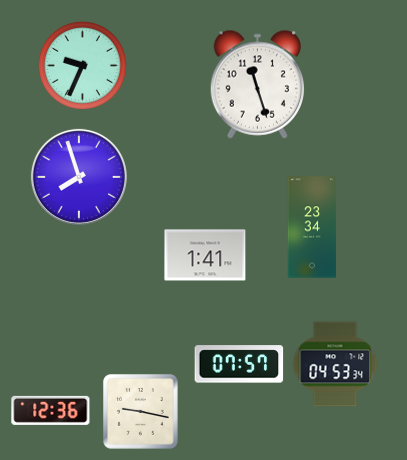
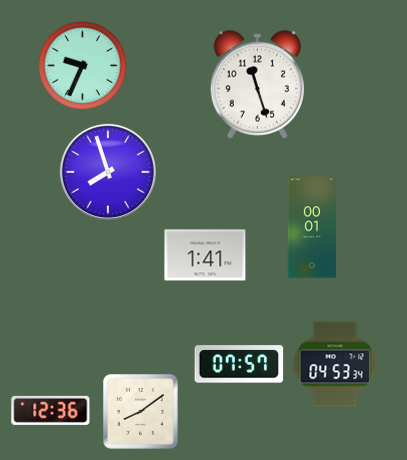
clock at (79, 177) position: (79, 177) -> (108, 172)
clock at (312, 227): 23:34 -> 00:01
clock at (141, 412): 9:17 -> 8:09
